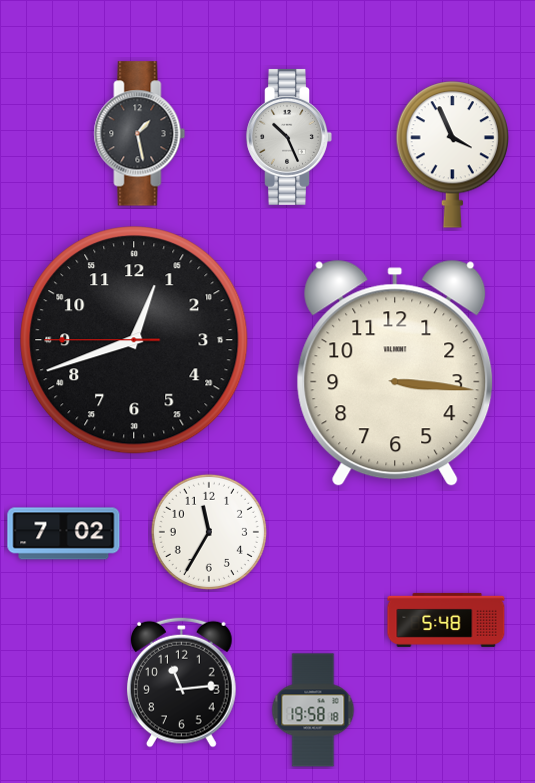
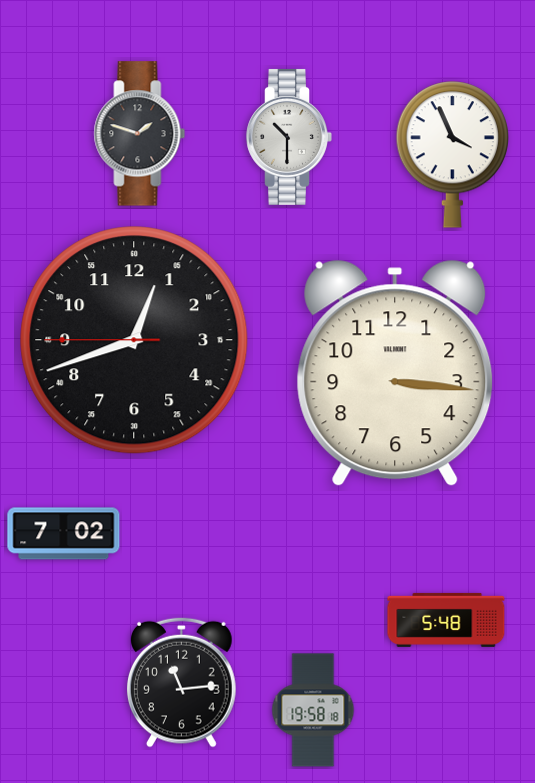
clock at (140, 134): 1:28 -> 1:48
clock at (289, 137): 10:26 -> 10:30
clock at (209, 532): 11:35 -> none
